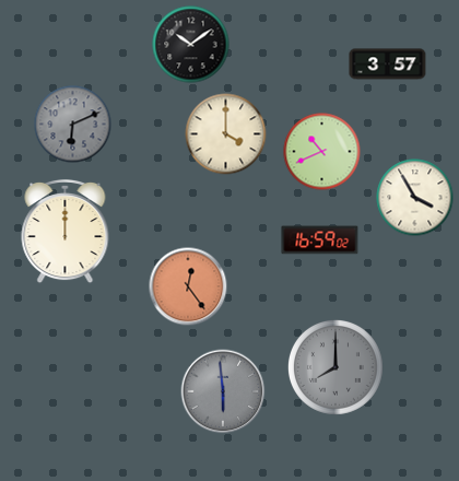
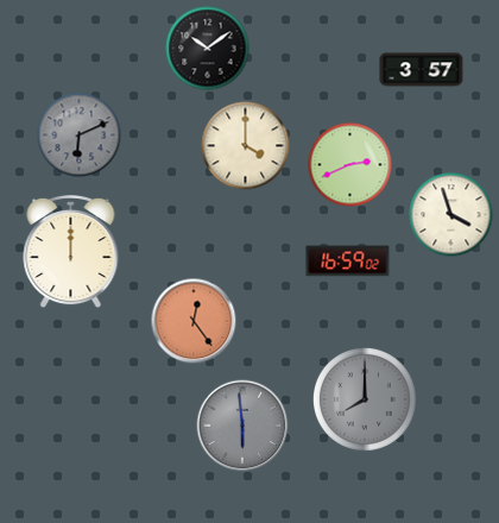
clock at (322, 152): 10:41 -> 2:41
clock at (415, 198): 3:55 -> 3:57
clock at (188, 286) position: (188, 286) -> (194, 321)
